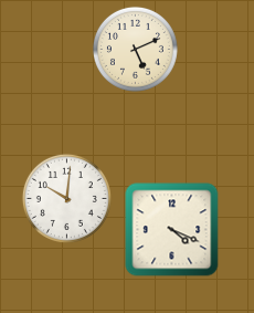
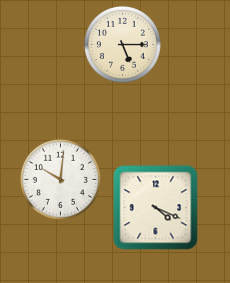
clock at (135, 49): 5:11 -> 5:15
